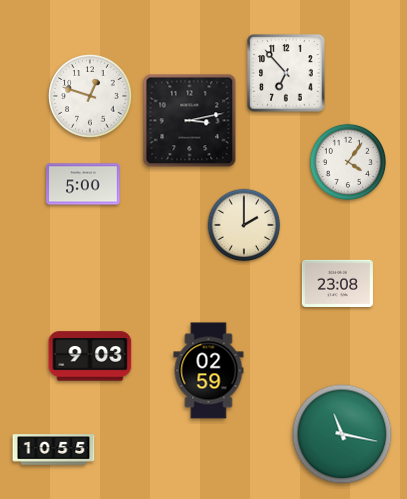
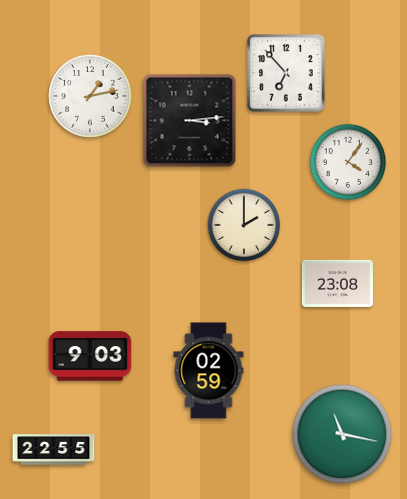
clock at (90, 96): 12:48 -> 1:13
clock at (190, 121): 3:13 -> 3:14
clock at (83, 184): 5:00 -> none
clock at (54, 450): 10:55 -> 22:55
